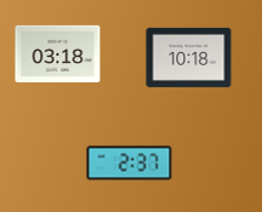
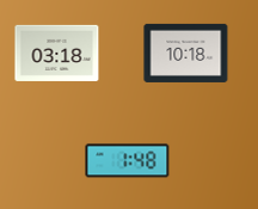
clock at (189, 57) position: (189, 57) -> (186, 53)
clock at (130, 164): 2:37 -> 1:48
